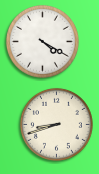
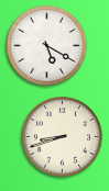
clock at (42, 41): 4:20 -> 5:20
